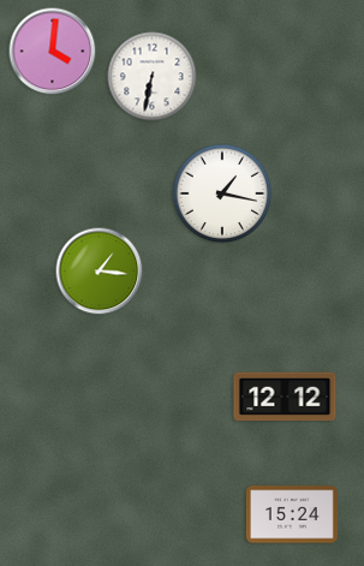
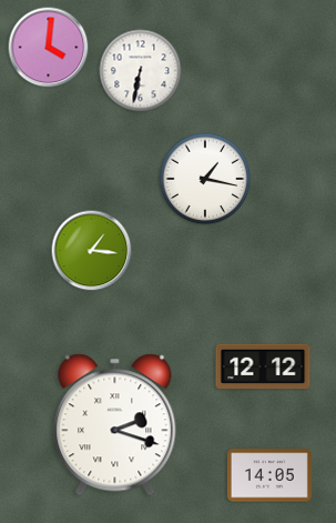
clock at (115, 425): none -> 2:18
clock at (292, 514): 15:24 -> 14:05
